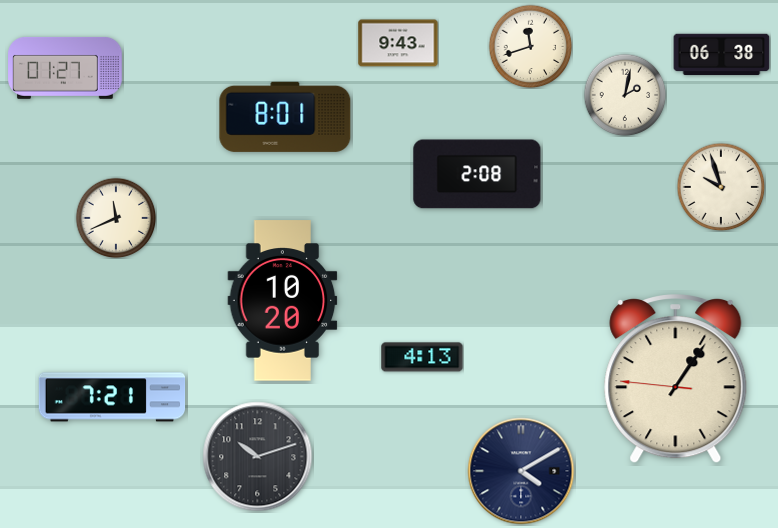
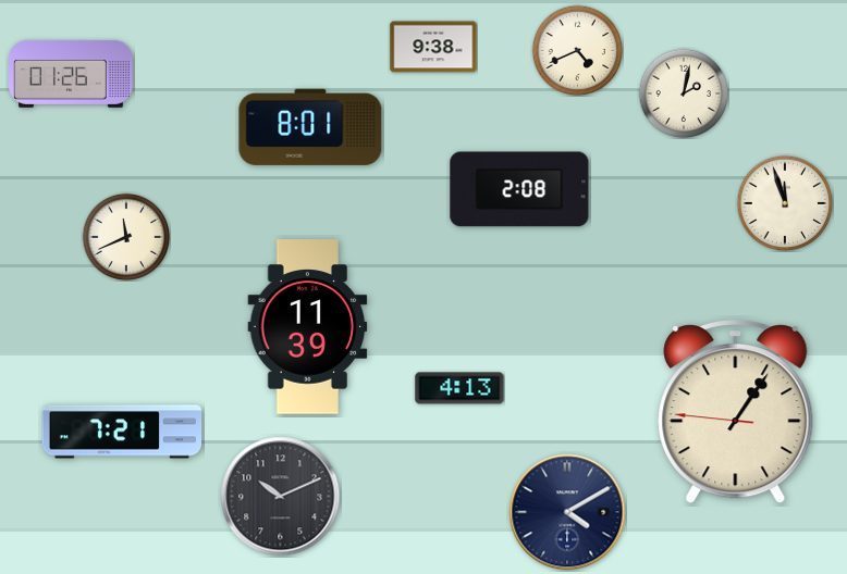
clock at (398, 43): 9:43 -> 9:38
clock at (530, 46): 11:42 -> 4:41
clock at (722, 55): 06:38 -> none
clock at (65, 68): 01:27 -> 01:26
clock at (625, 95) position: (625, 95) -> (684, 93)
clock at (721, 187): 9:57 -> 11:57
clock at (283, 301): 10:20 -> 11:39
clock at (258, 457): 10:12 -> 10:11
